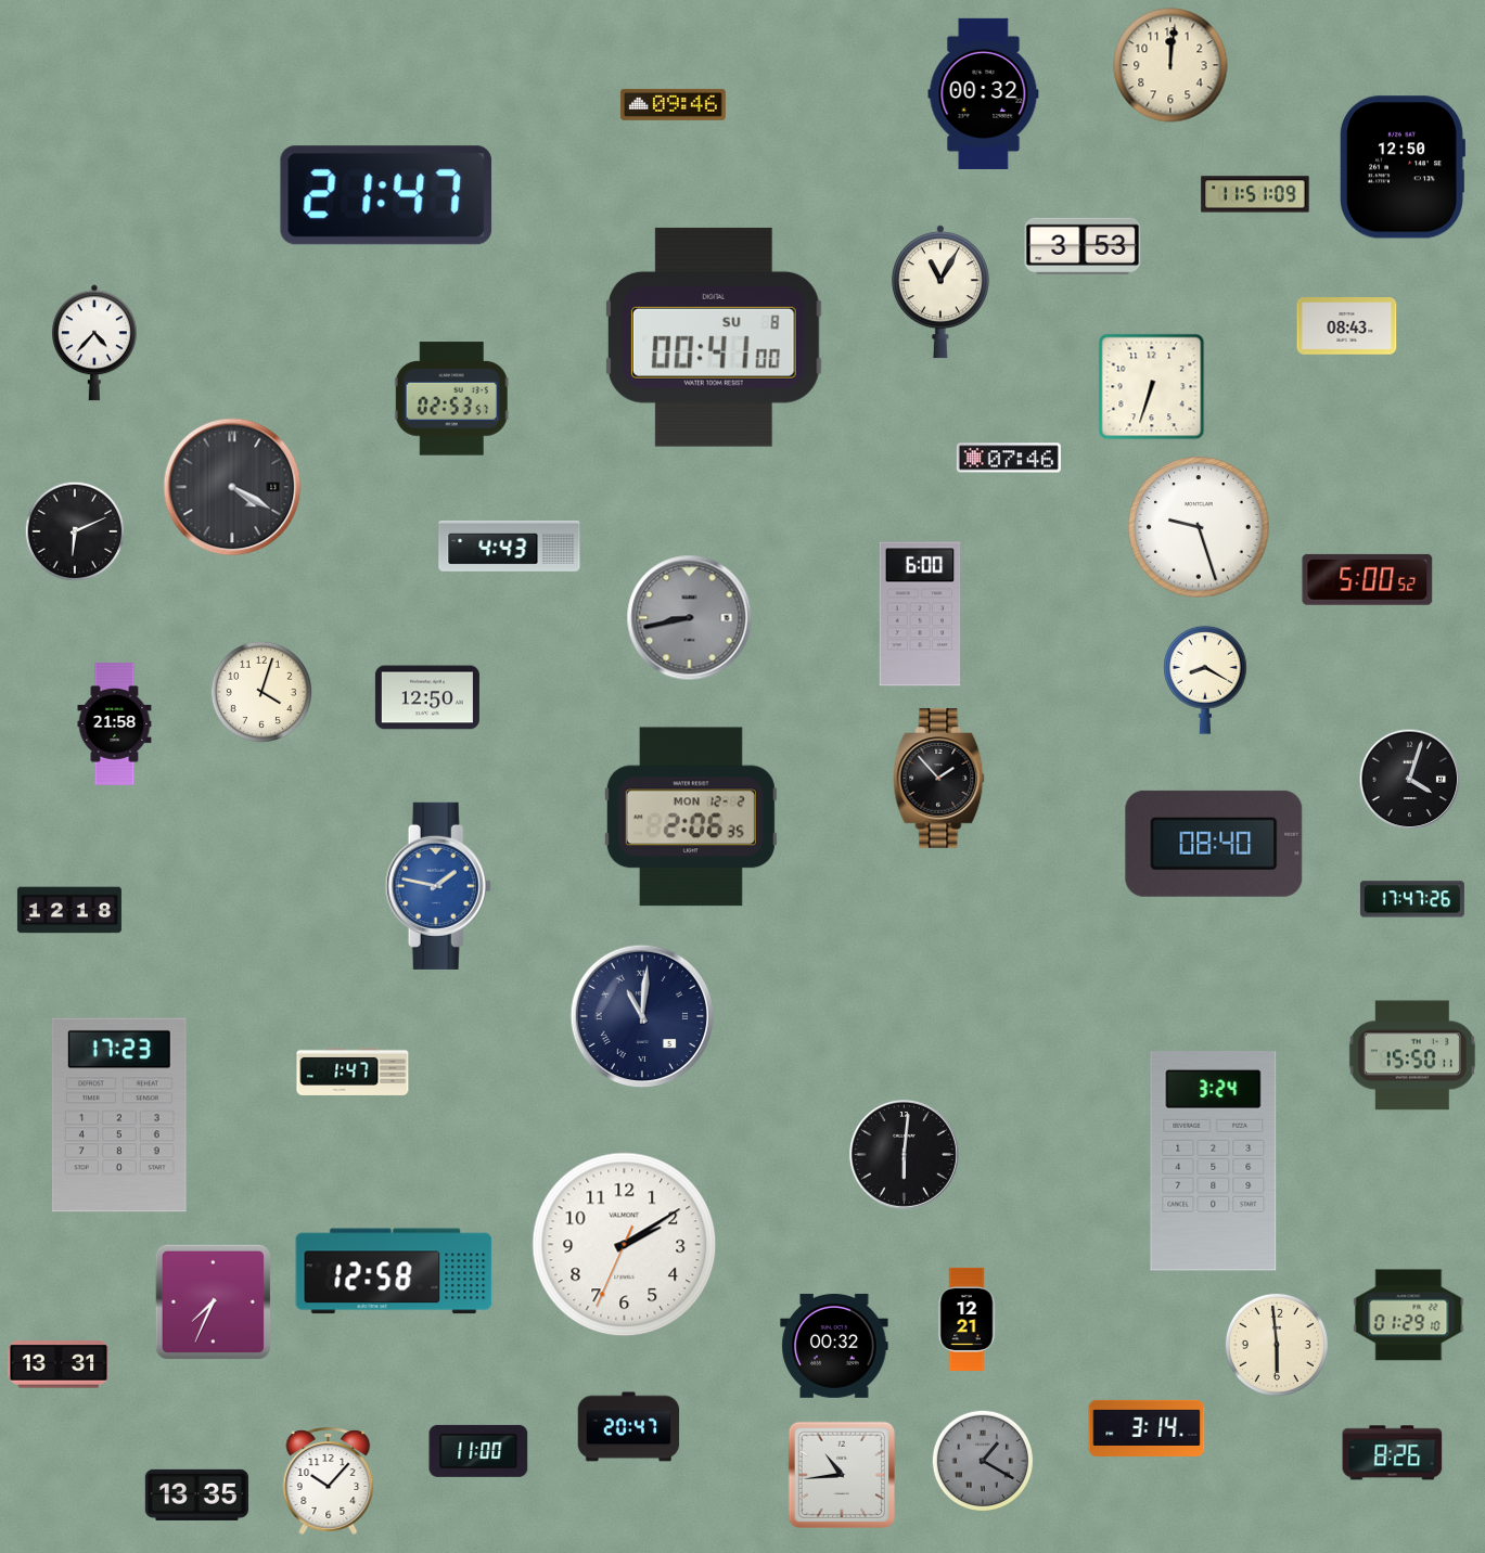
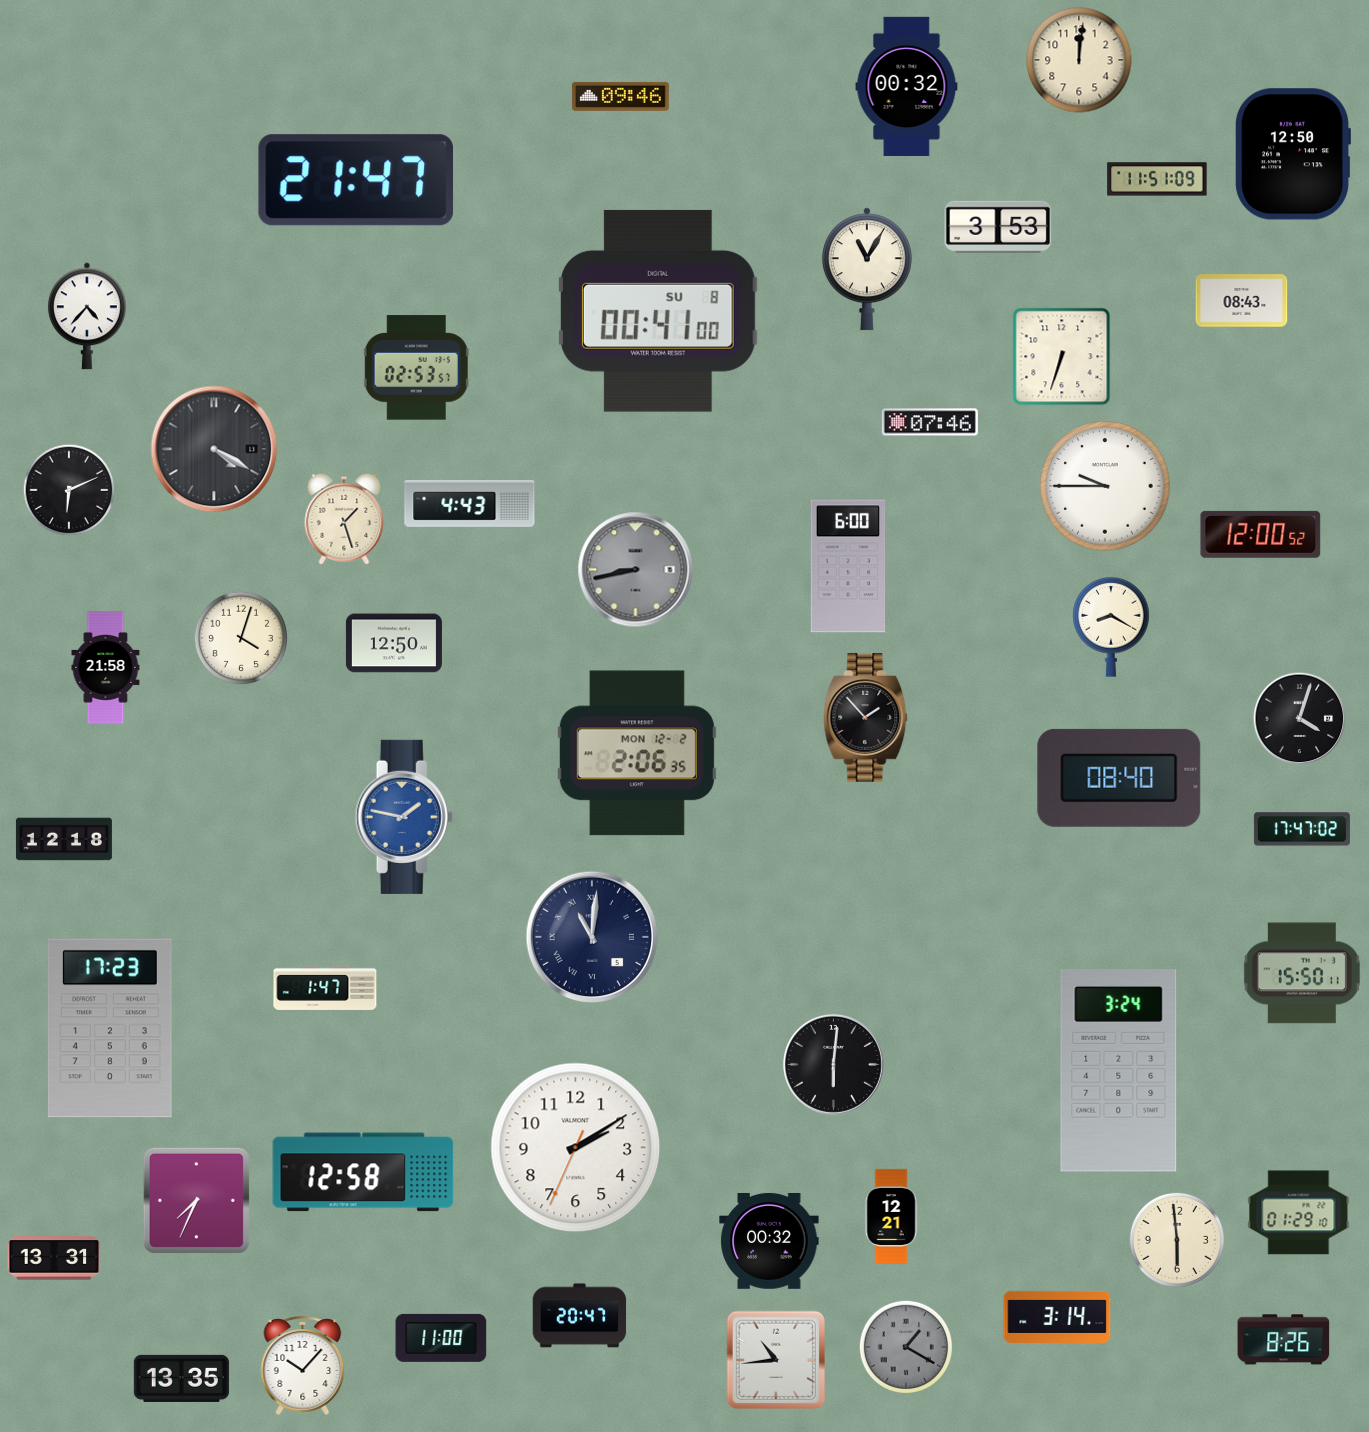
clock at (1199, 527): 9:27 -> 9:45
clock at (344, 519): none -> 1:27
clock at (1368, 579): 5:00 -> 12:00
clock at (1412, 899): 17:47:26 -> 17:47:02
